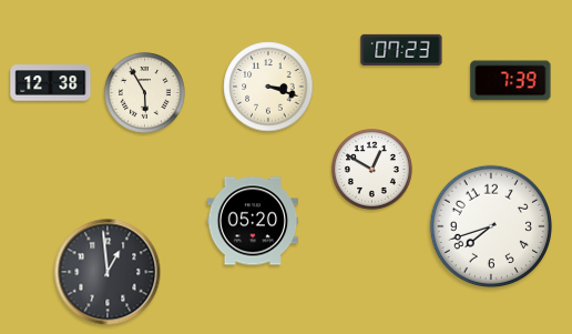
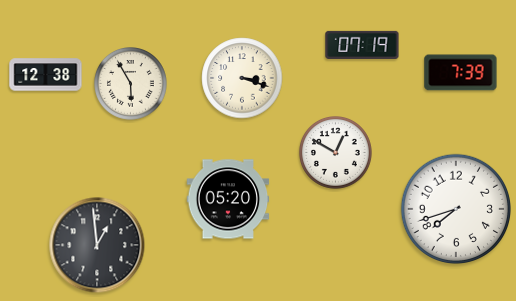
clock at (401, 50): 07:23 -> 07:19
clock at (490, 225) position: (490, 225) -> (455, 208)
